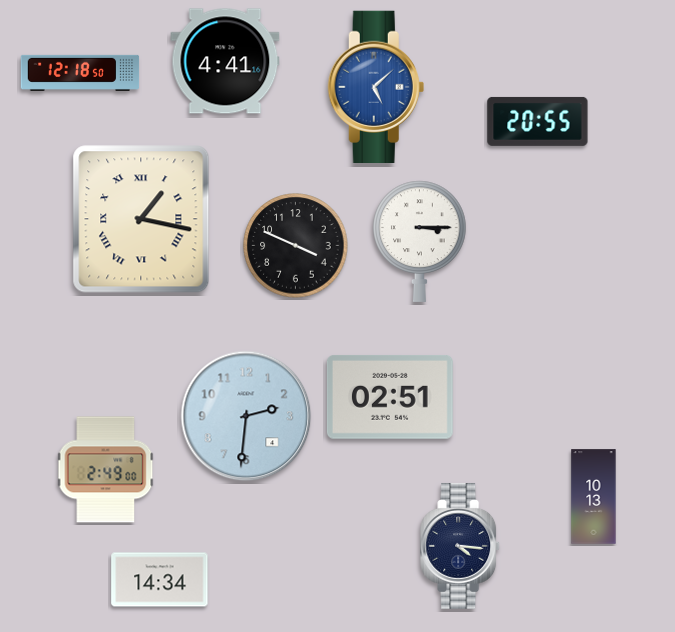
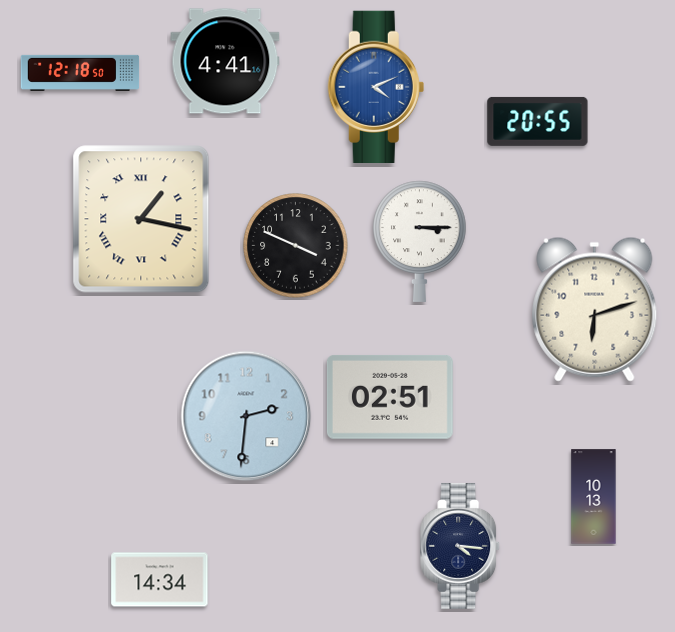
clock at (376, 86): 5:08 -> 4:11
clock at (595, 309): none -> 6:12
clock at (106, 470): 2:49 -> none
